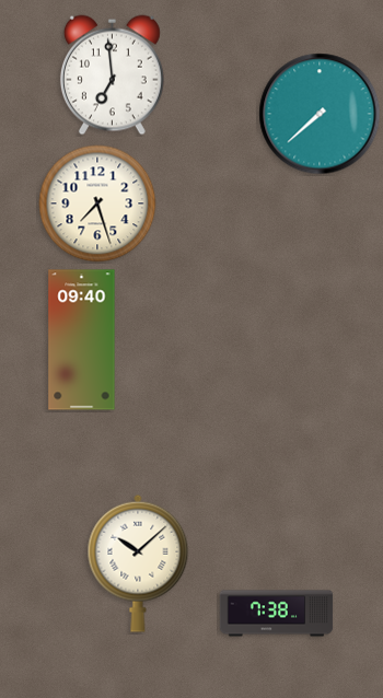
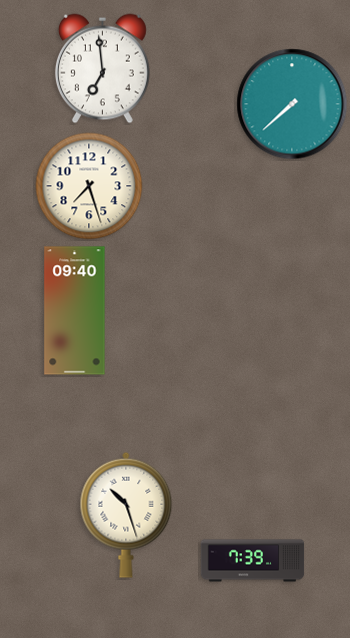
clock at (138, 563): 10:08 -> 10:27
clock at (277, 614): 7:38 -> 7:39
